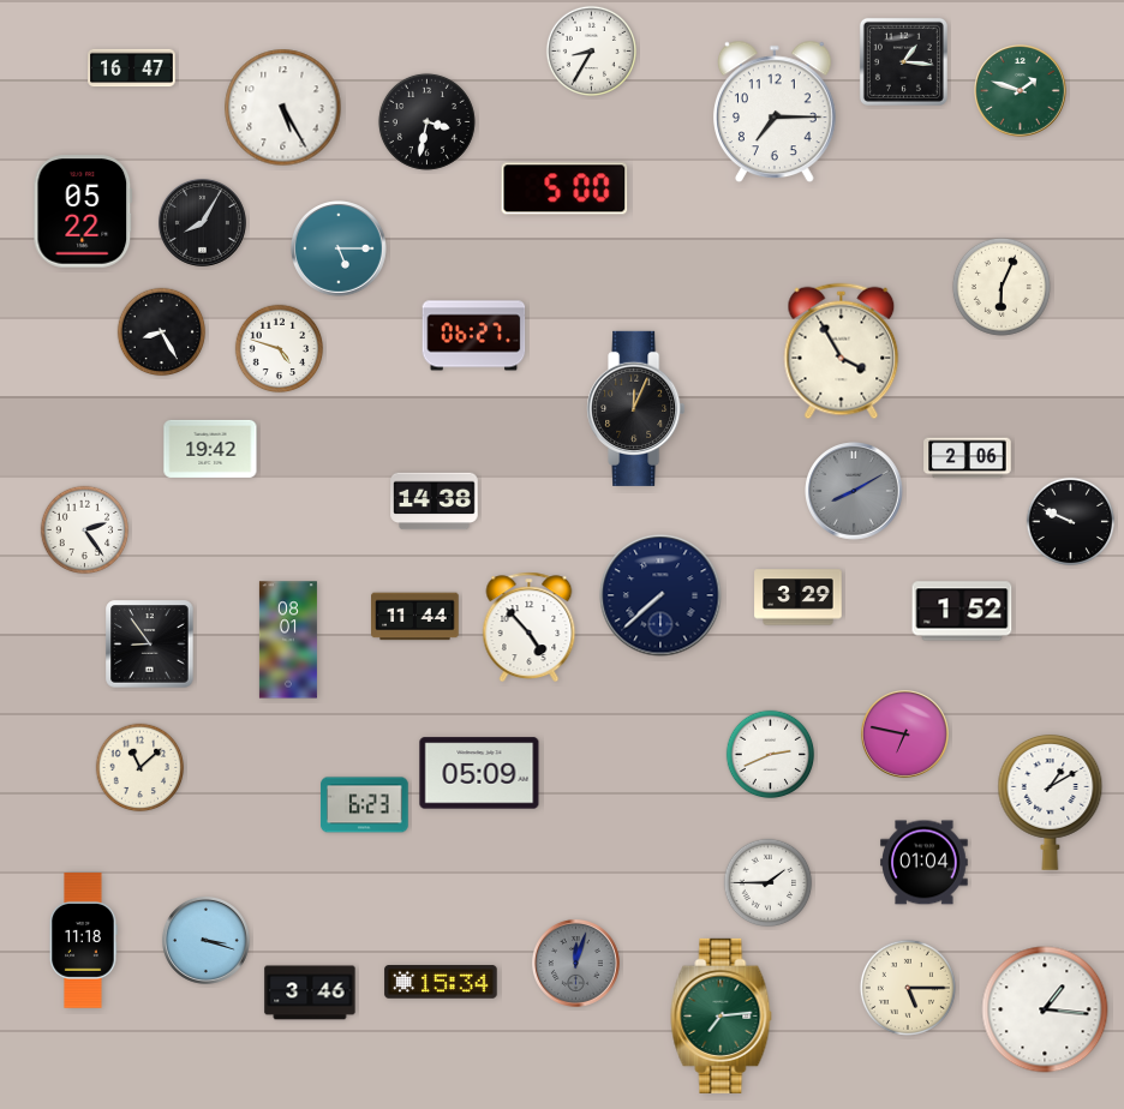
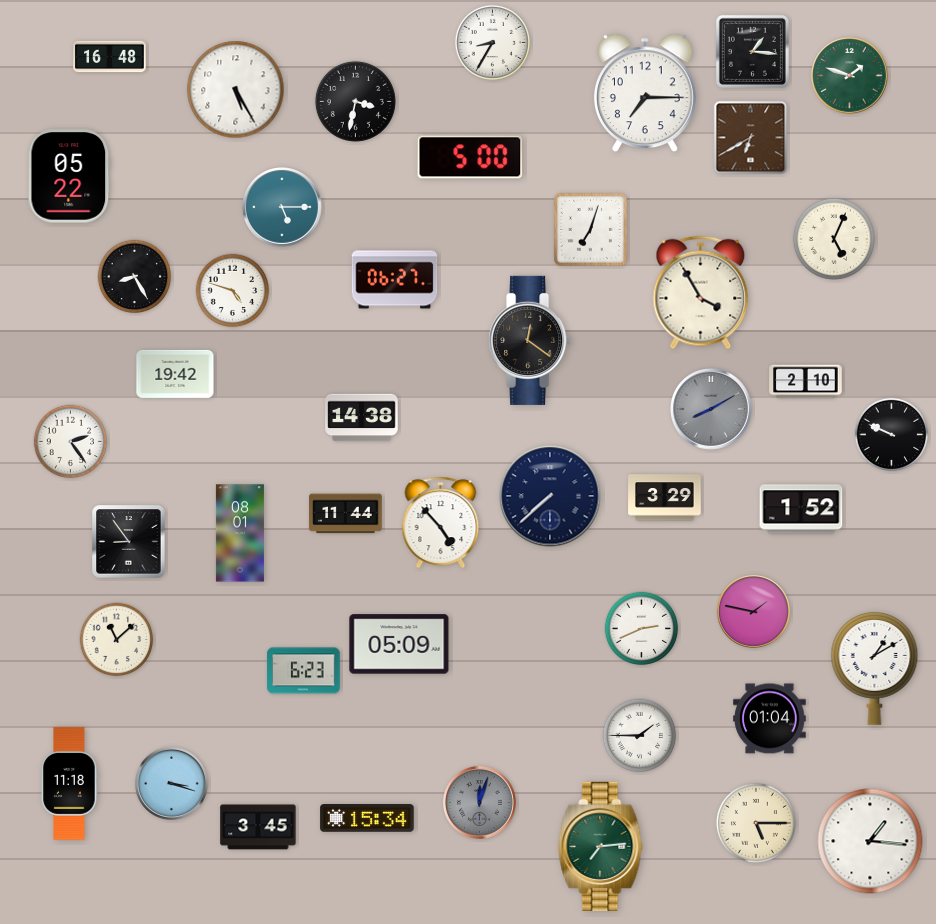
clock at (132, 68): 16:47 -> 16:48
clock at (751, 138): none -> 6:40
clock at (202, 222): 8:05 -> none
clock at (590, 229): none -> 7:03
clock at (1002, 287): 6:04 -> 5:04
clock at (636, 408): 12:04 -> 12:21
clock at (968, 458): 2:06 -> 2:10
clock at (150, 645) position: (150, 645) -> (129, 542)
clock at (904, 733): 6:47 -> 1:47
clock at (310, 993): 3:46 -> 3:45
